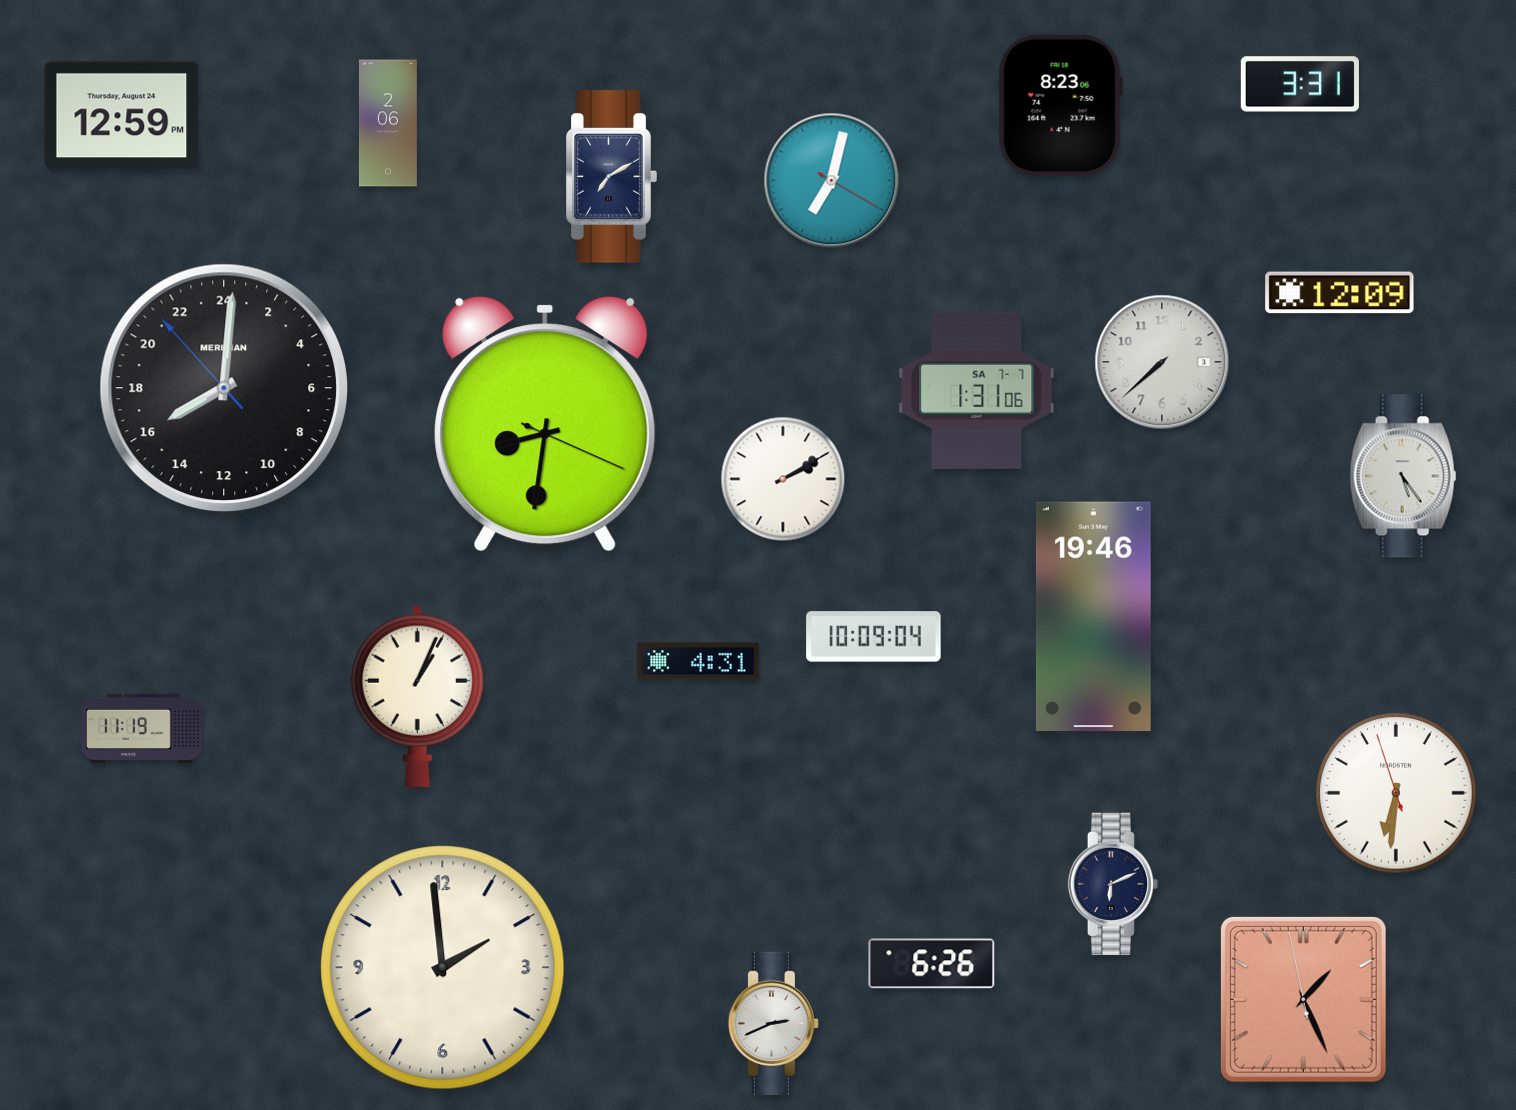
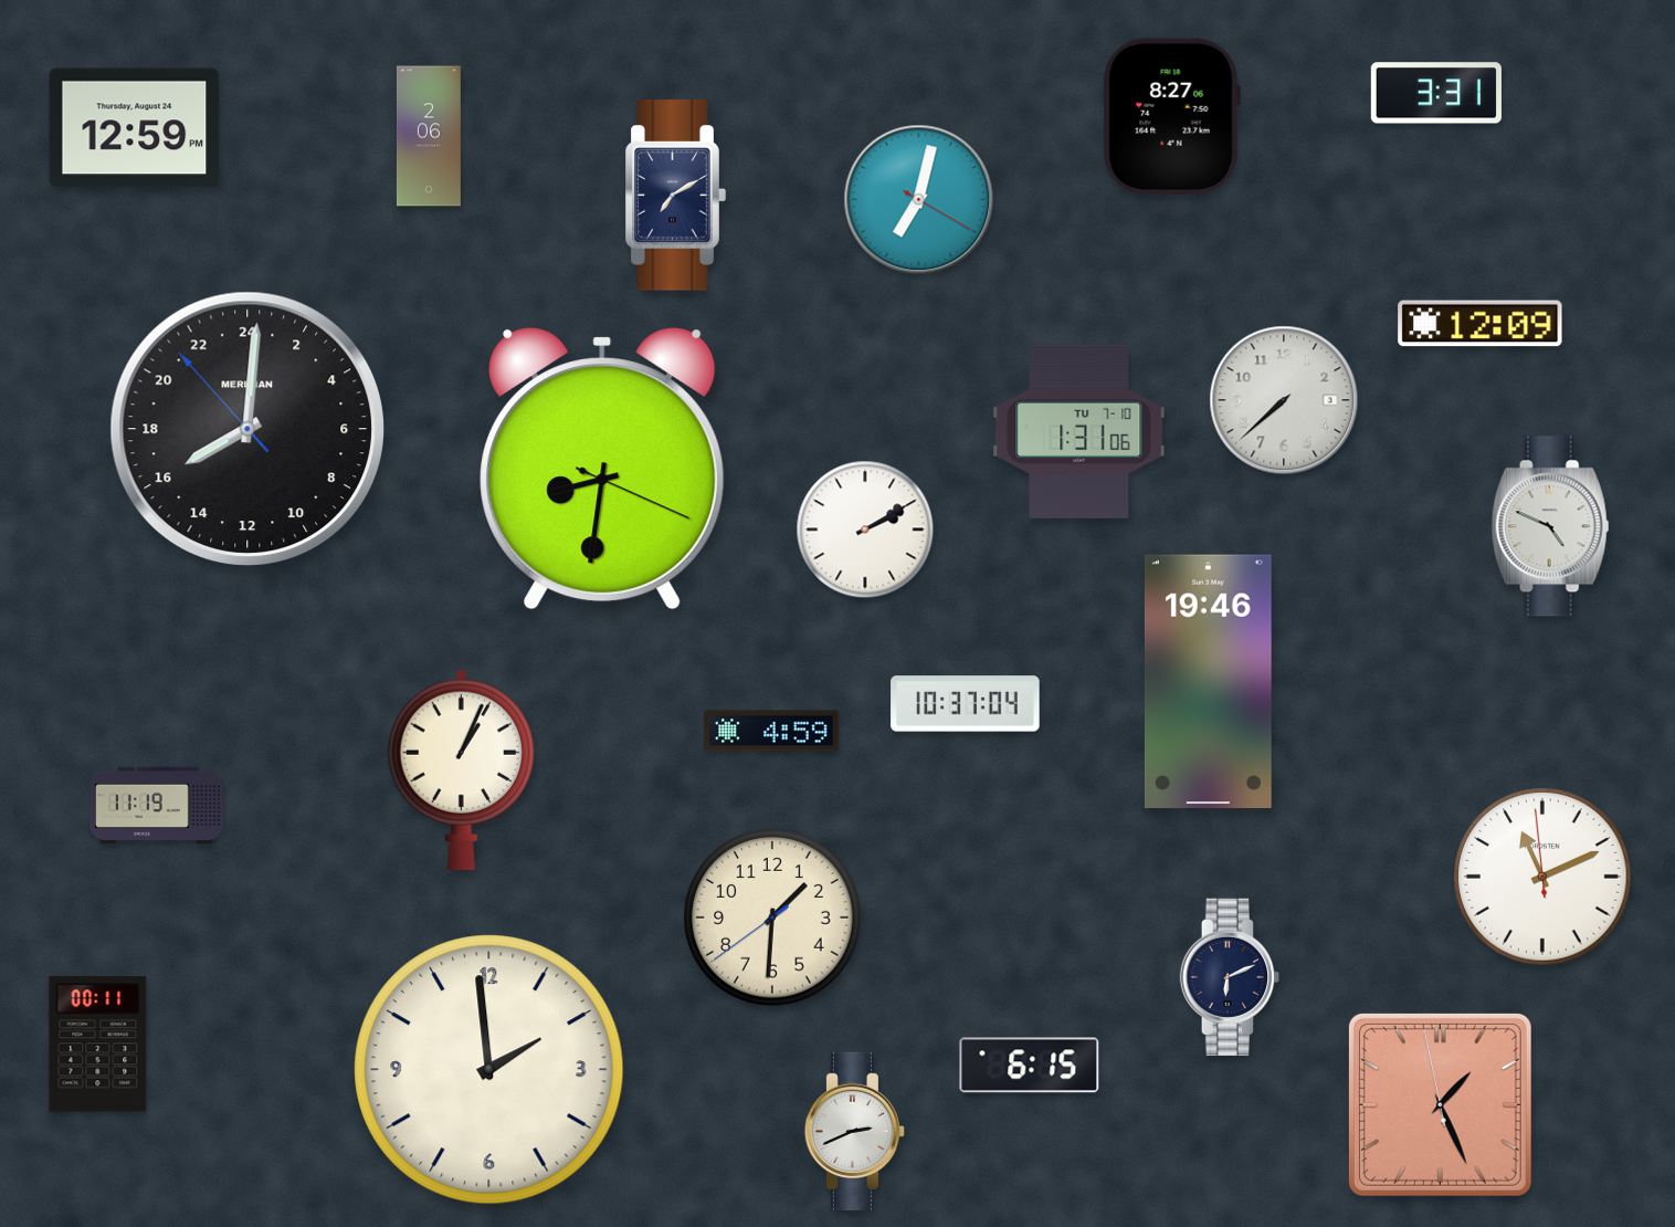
clock at (1060, 106): 8:23 -> 8:27
clock at (977, 390) date: SA 7-7 -> TU 7-10
clock at (1403, 476): 5:24 -> 4:49
clock at (874, 637): 10:09 -> 10:37
clock at (698, 661): 4:31 -> 4:59
clock at (1396, 793): 6:30 -> 11:10
clock at (772, 917): none -> 1:30
clock at (98, 1045): none -> 00:11
clock at (932, 964): 6:26 -> 6:15
